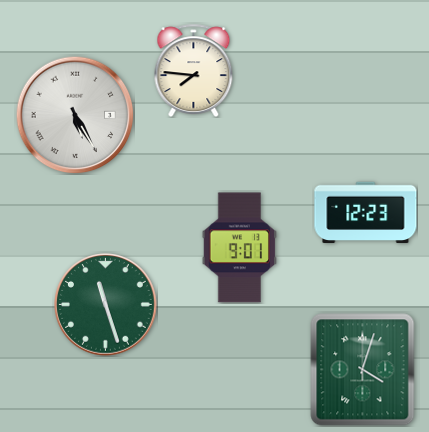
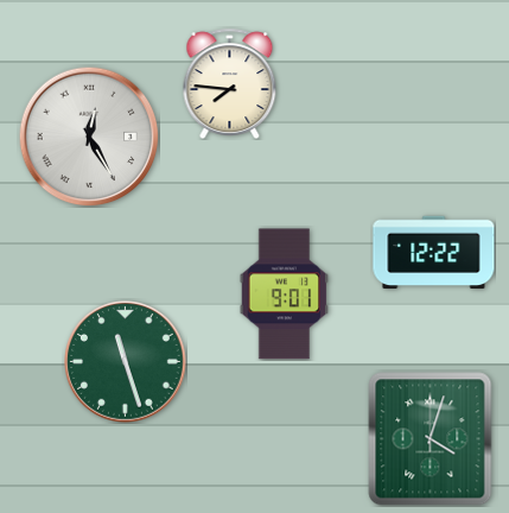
clock at (75, 115): 5:25 -> 12:25
clock at (366, 213): 12:23 -> 12:22
